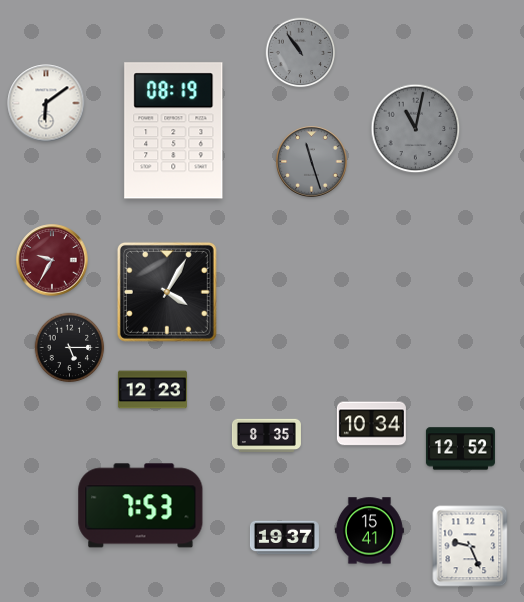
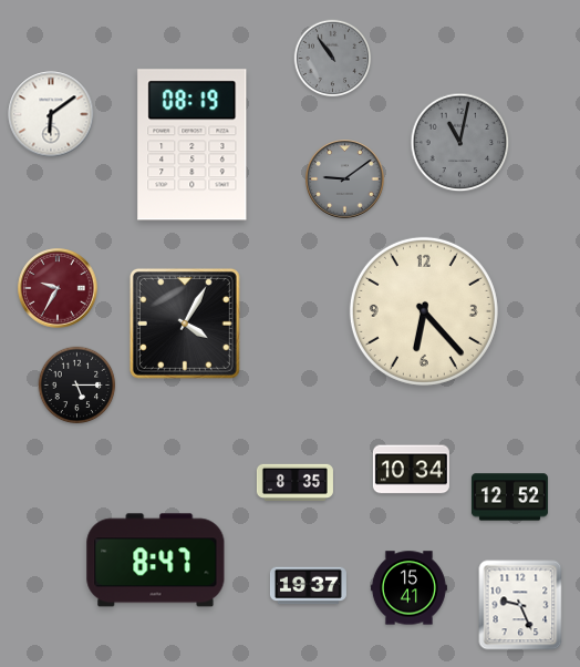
clock at (312, 162): 11:27 -> 9:09
clock at (424, 311): none -> 6:23
clock at (152, 390): 12:23 -> none
clock at (141, 506): 7:53 -> 8:47
clock at (284, 538) position: (284, 538) -> (308, 586)
